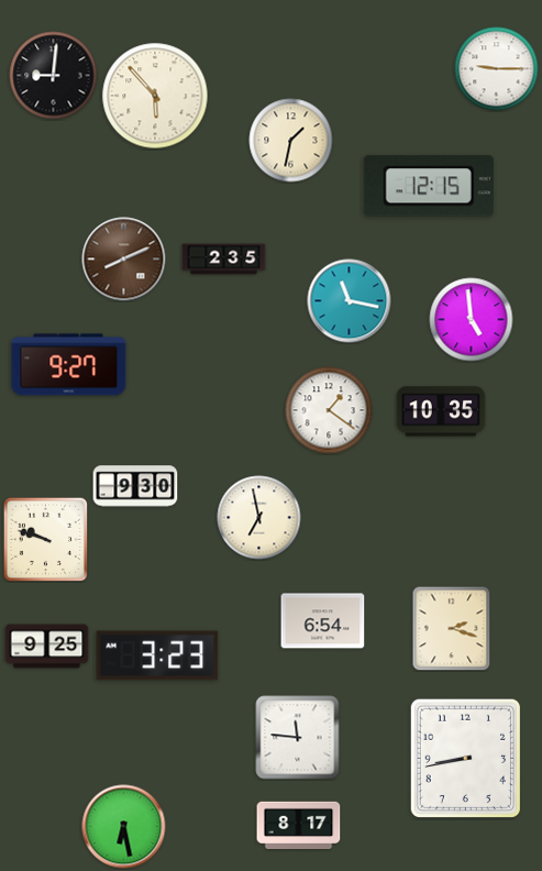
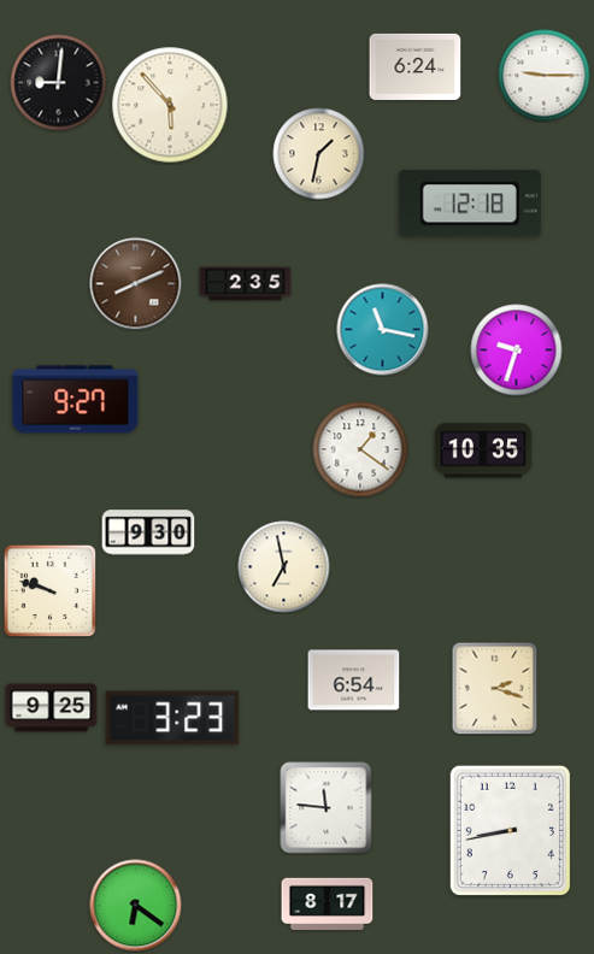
clock at (416, 66): none -> 6:24
clock at (429, 186): 12:15 -> 12:18
clock at (472, 320): 4:59 -> 9:33
clock at (124, 827): 6:28 -> 6:21
